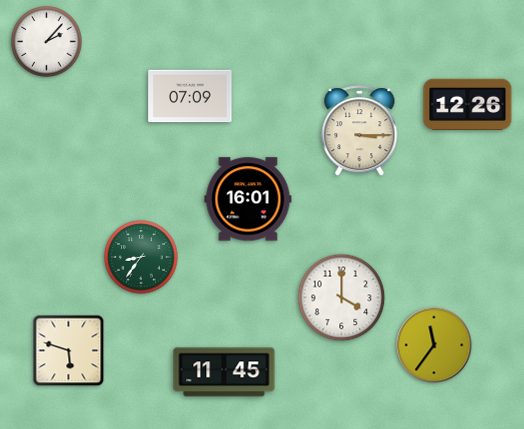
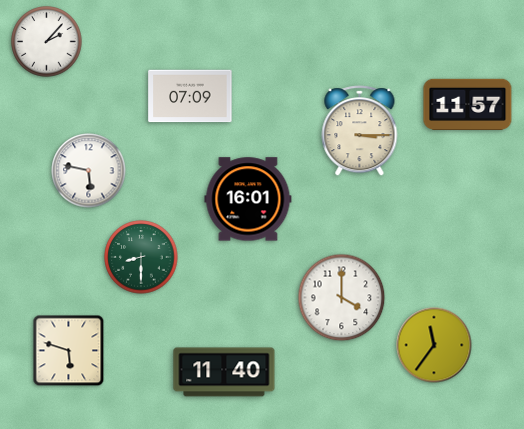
clock at (468, 104): 12:26 -> 11:57
clock at (89, 171): none -> 5:47
clock at (141, 257): 8:36 -> 8:30
clock at (224, 372): 11:45 -> 11:40
